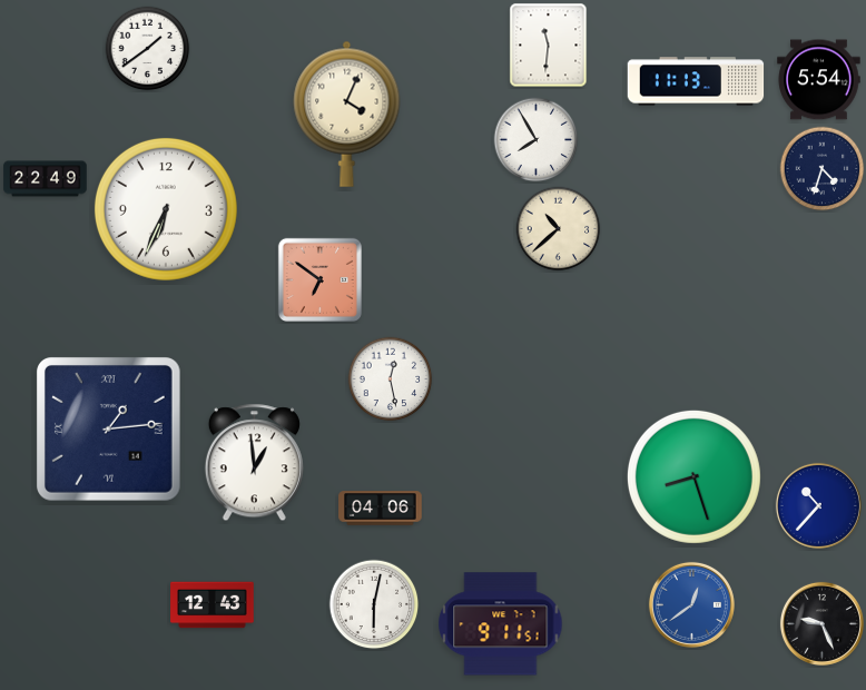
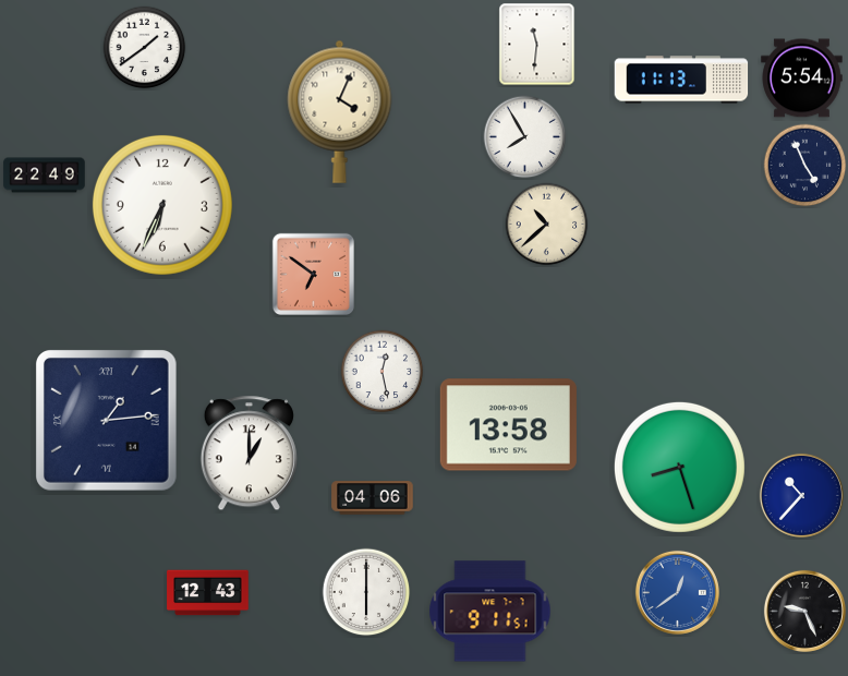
clock at (823, 169): 4:33 -> 4:56
clock at (508, 425): none -> 13:58
clock at (254, 463): 12:59 -> 1:00
clock at (374, 604): 6:02 -> 6:00
